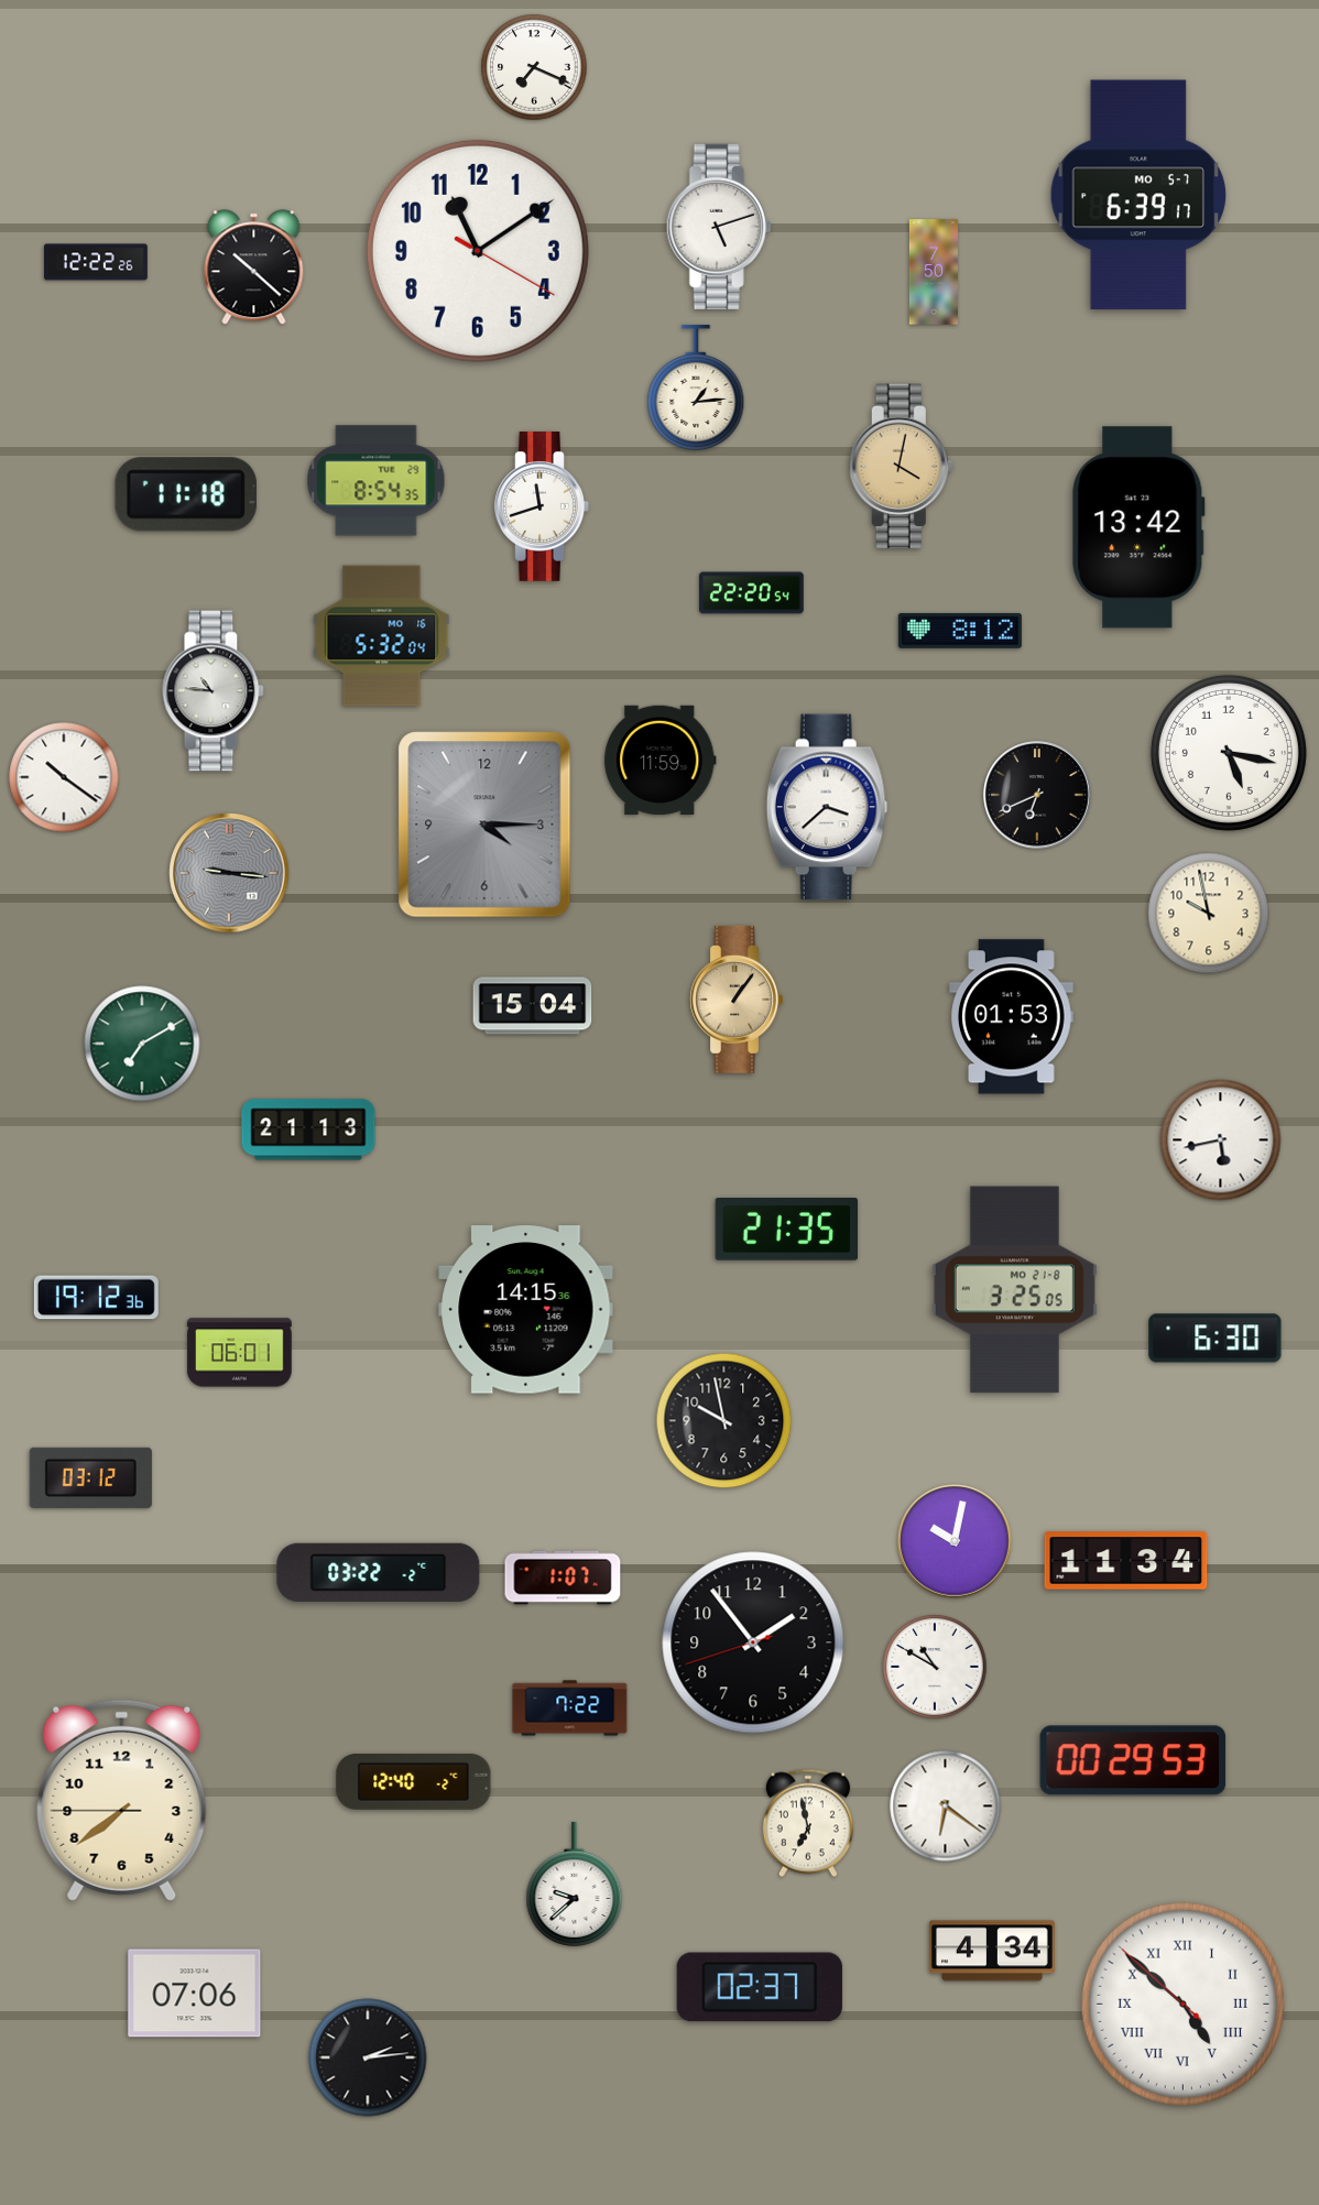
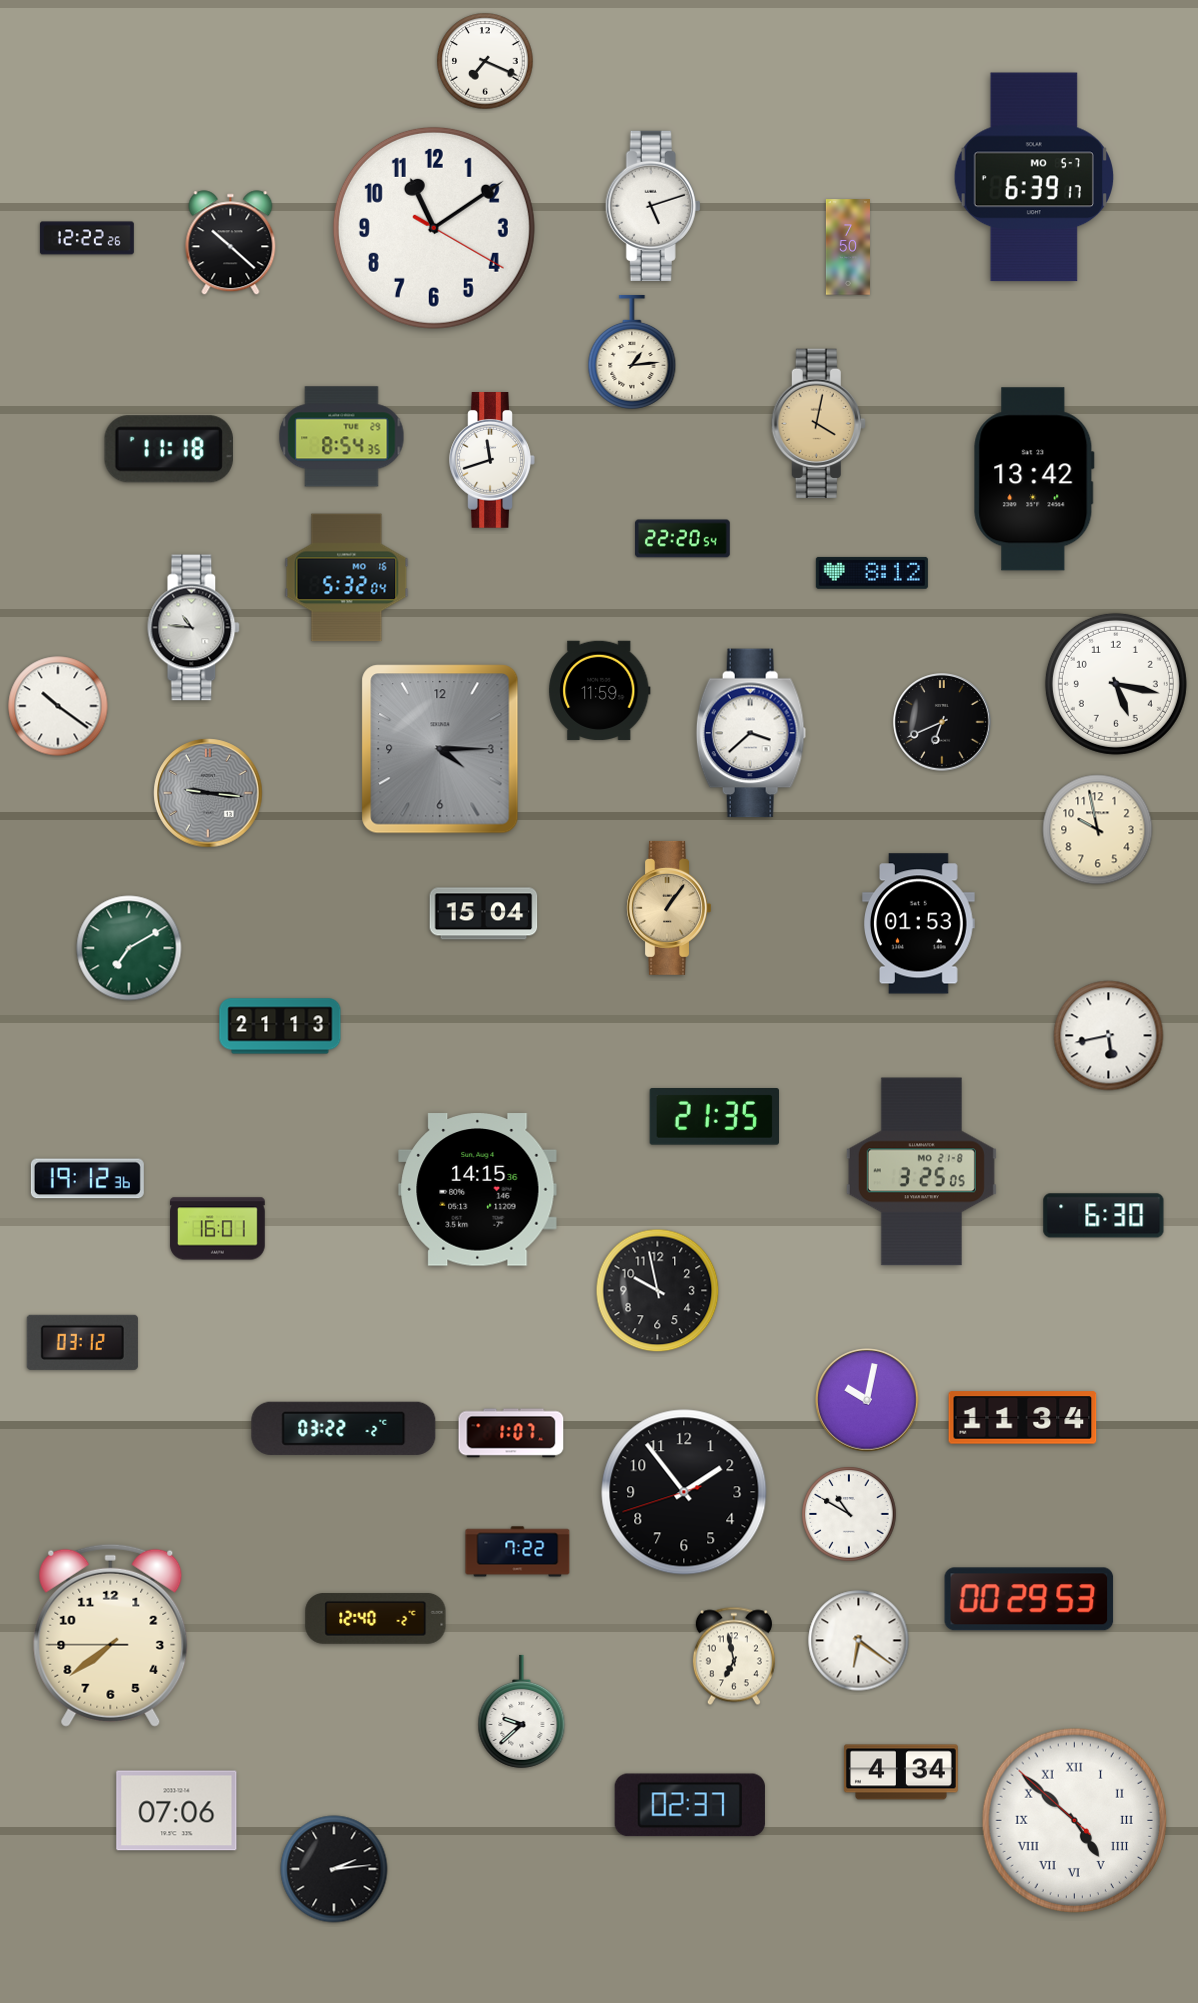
clock at (240, 1353): 06:01 -> 16:01
